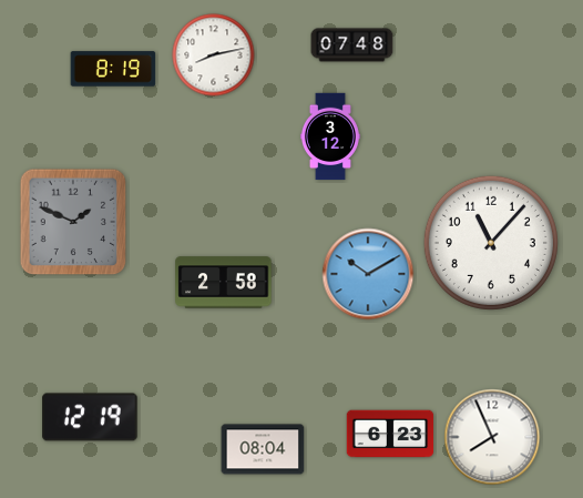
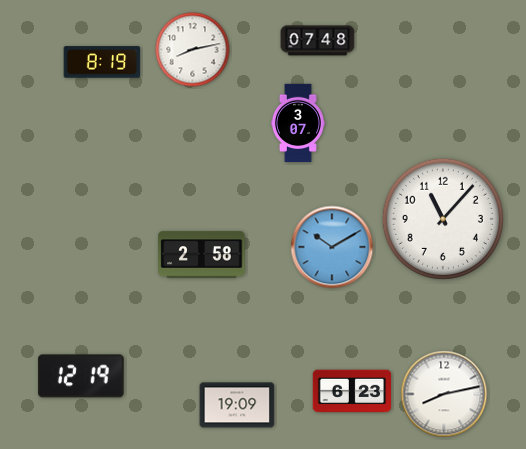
clock at (330, 136): 3:12 -> 3:07
clock at (73, 222): 1:49 -> none
clock at (492, 437): 7:56 -> 8:13
clock at (263, 449): 08:04 -> 19:09
